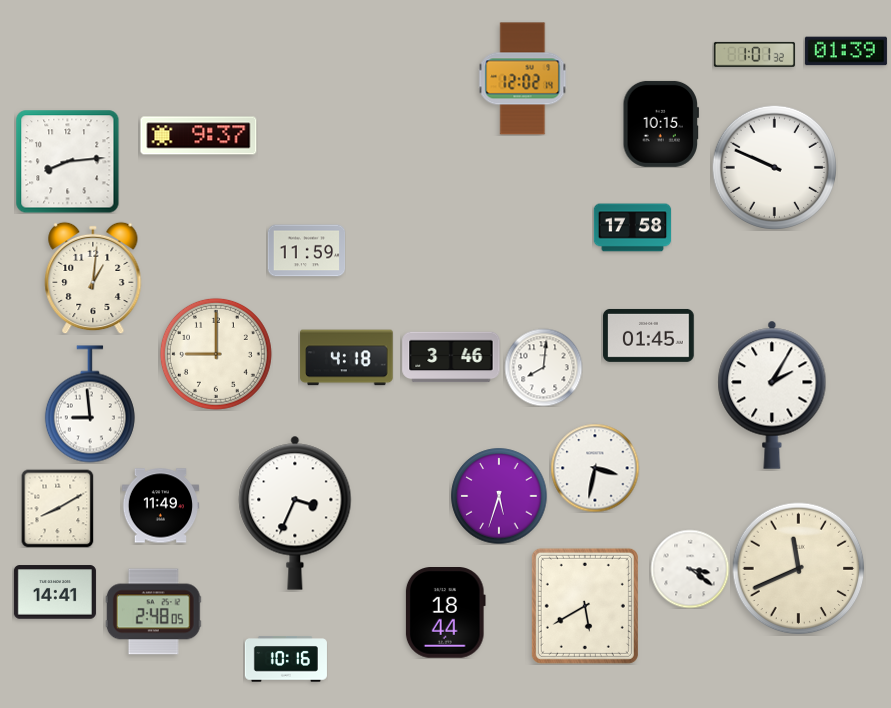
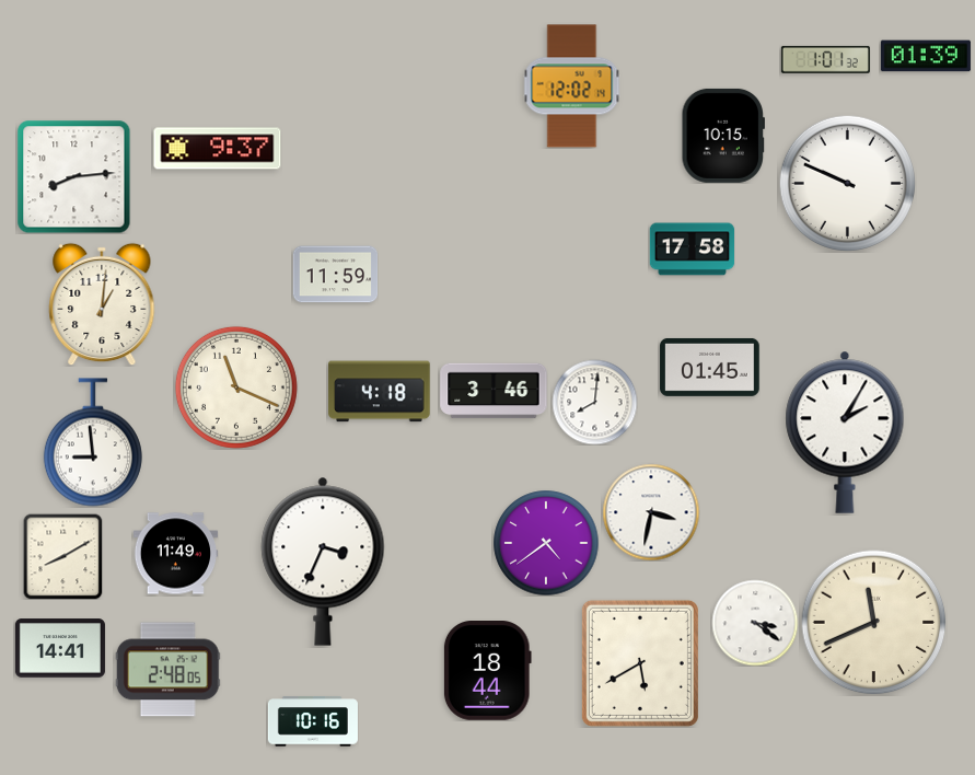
clock at (216, 354): 9:00 -> 11:19
clock at (90, 404) position: (90, 404) -> (93, 442)
clock at (499, 496): 5:33 -> 4:39
